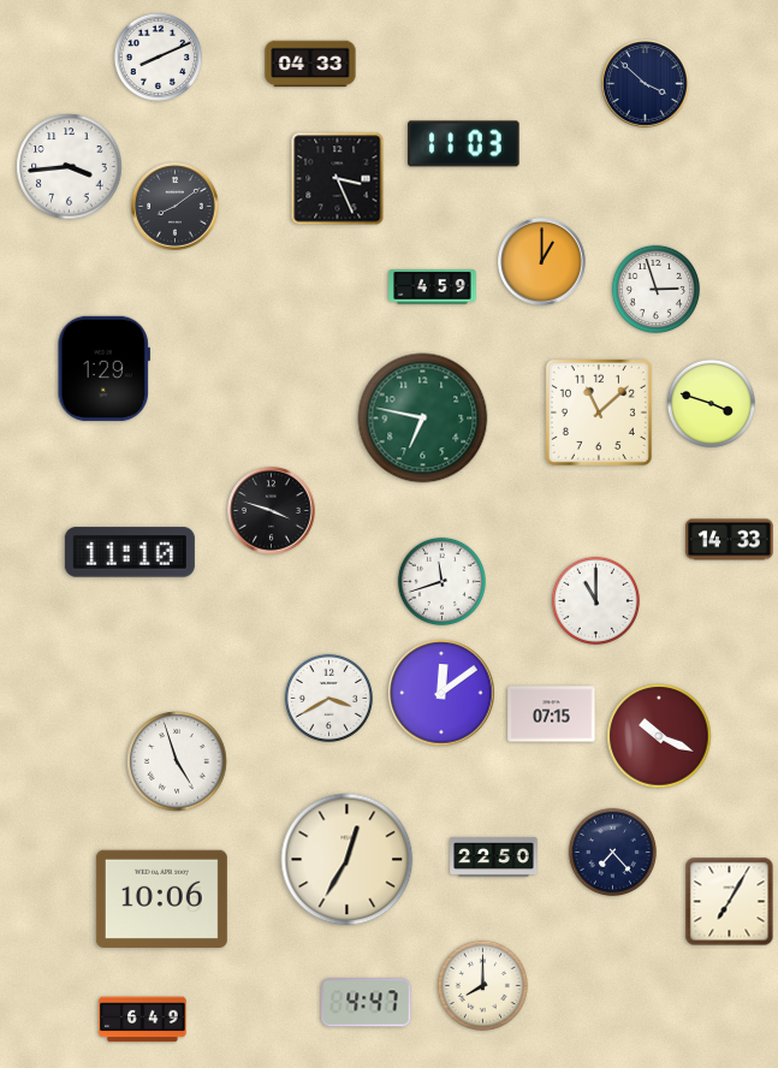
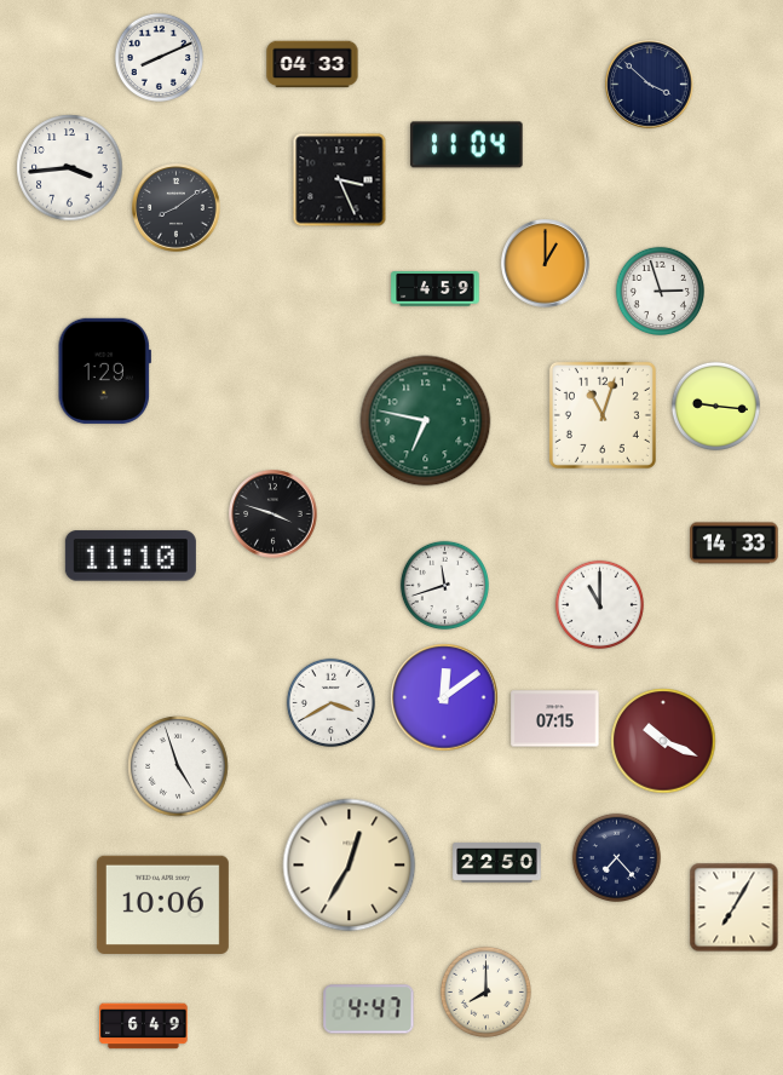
clock at (464, 144): 11:03 -> 11:04
clock at (711, 403): 3:48 -> 9:16
clock at (599, 413): 11:08 -> 11:03
